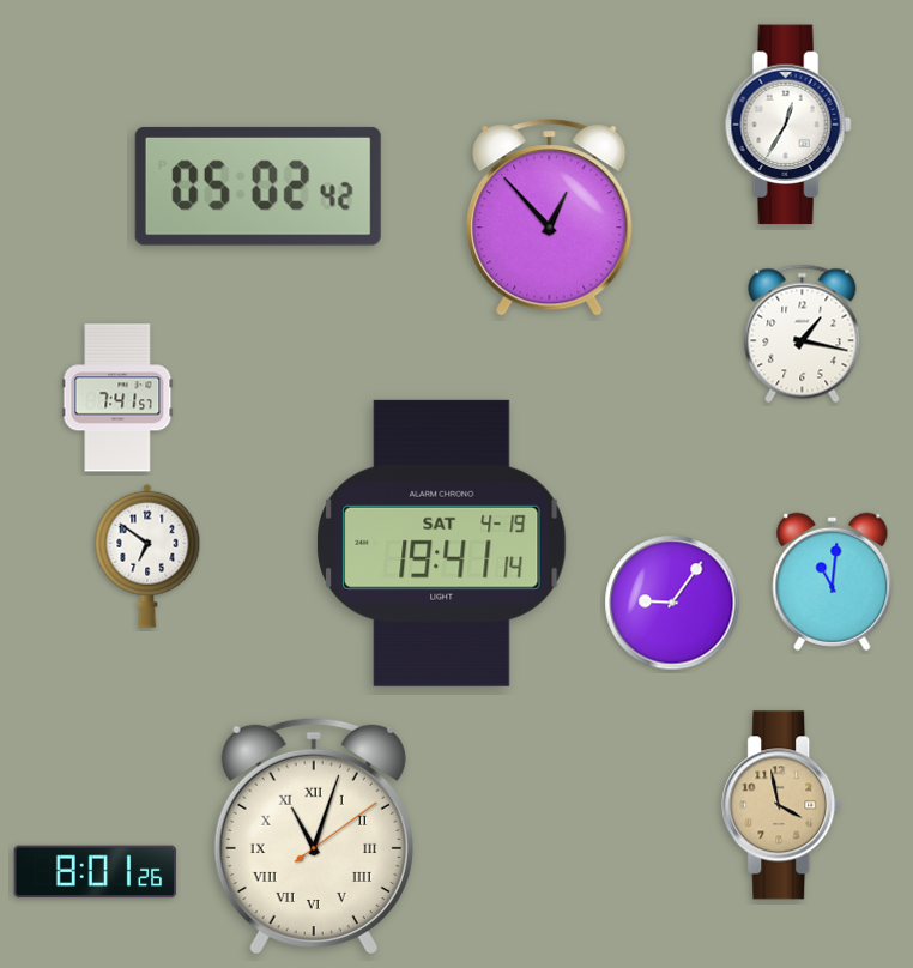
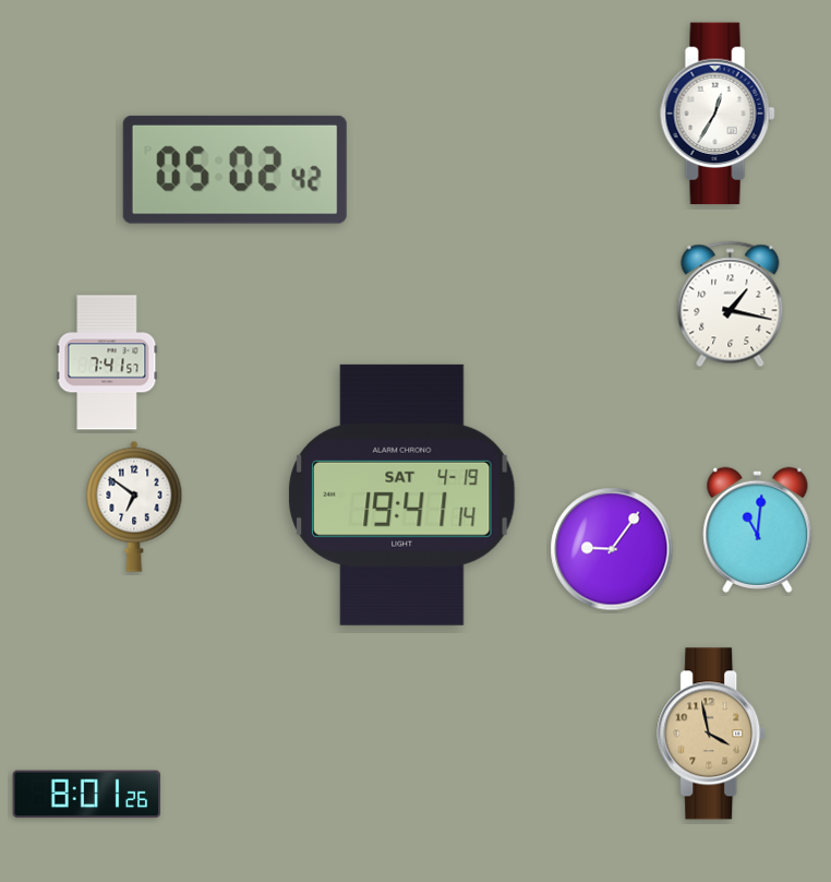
clock at (550, 218): 12:53 -> none
clock at (314, 835): 11:03 -> none
